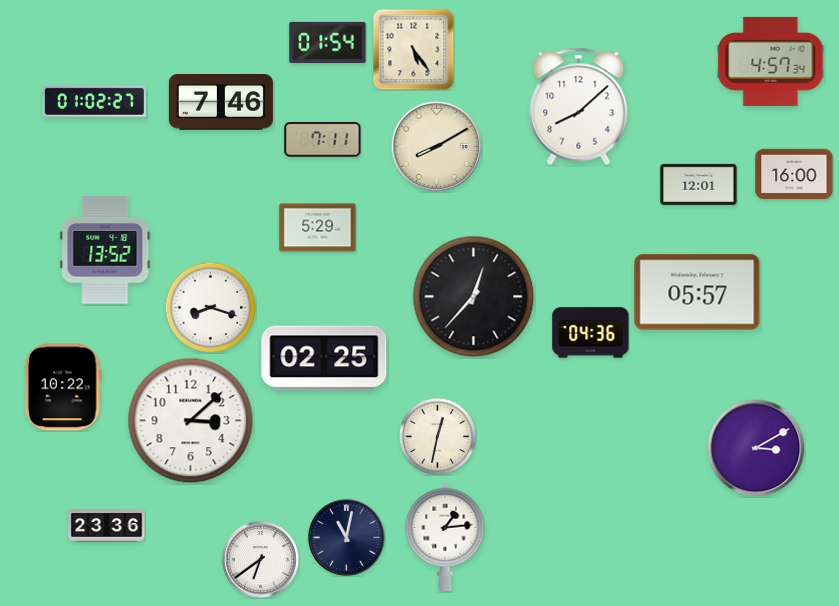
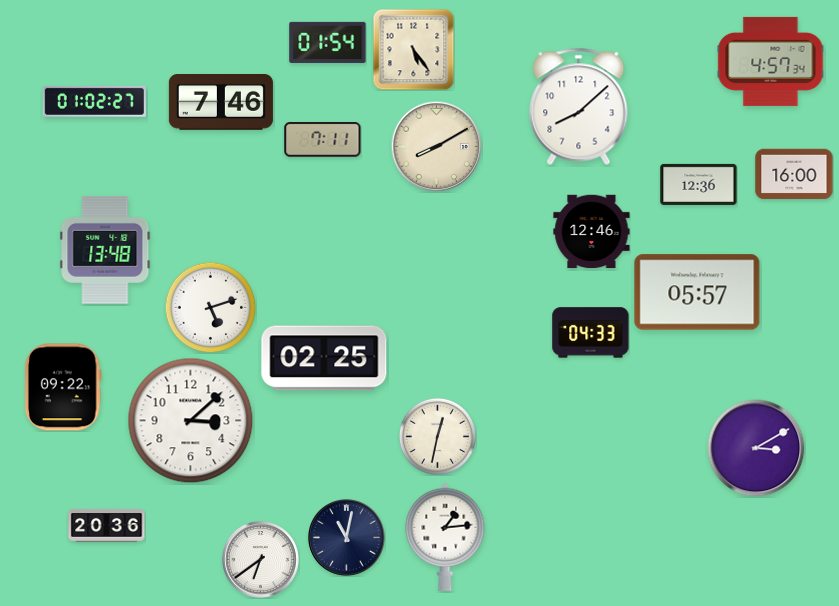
clock at (699, 184): 12:01 -> 12:36
clock at (318, 228): 5:29 -> none
clock at (592, 232): none -> 12:46
clock at (105, 250): 13:52 -> 13:48
clock at (474, 297): 12:37 -> none
clock at (210, 307): 8:18 -> 5:12
clock at (591, 333): 04:36 -> 04:33
clock at (63, 387): 10:22 -> 09:22
clock at (107, 526): 23:36 -> 20:36
